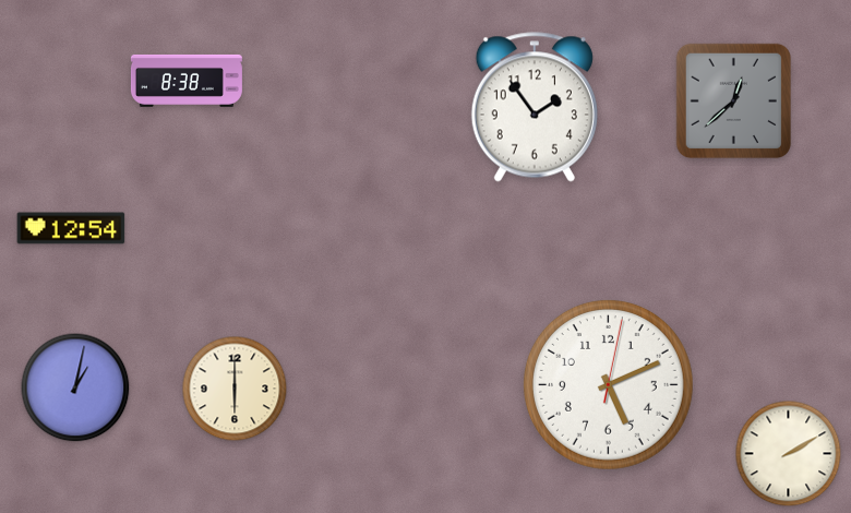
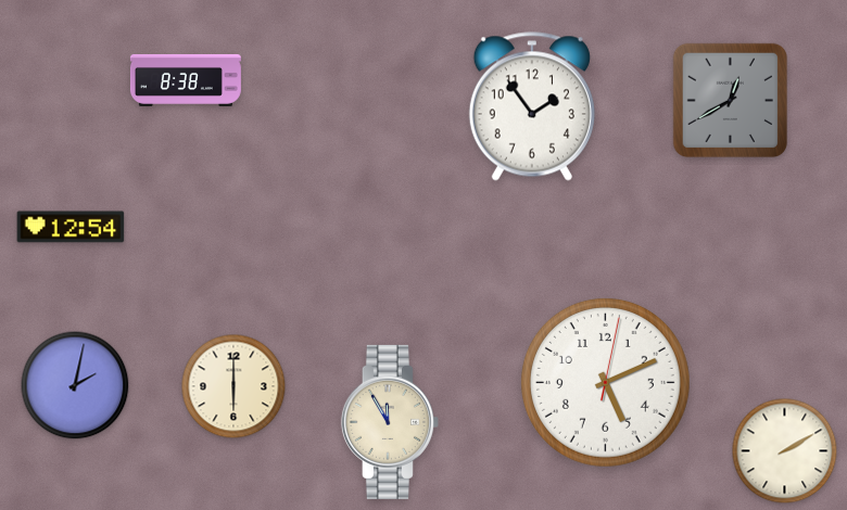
clock at (733, 100): 12:38 -> 12:40
clock at (75, 387): 1:02 -> 2:02
clock at (390, 422): none -> 11:55
